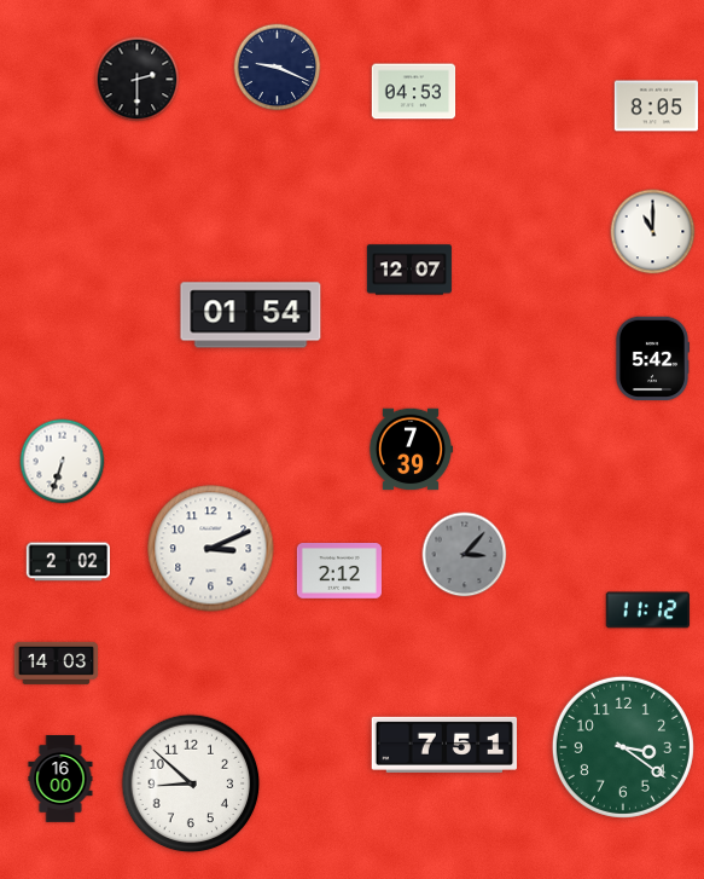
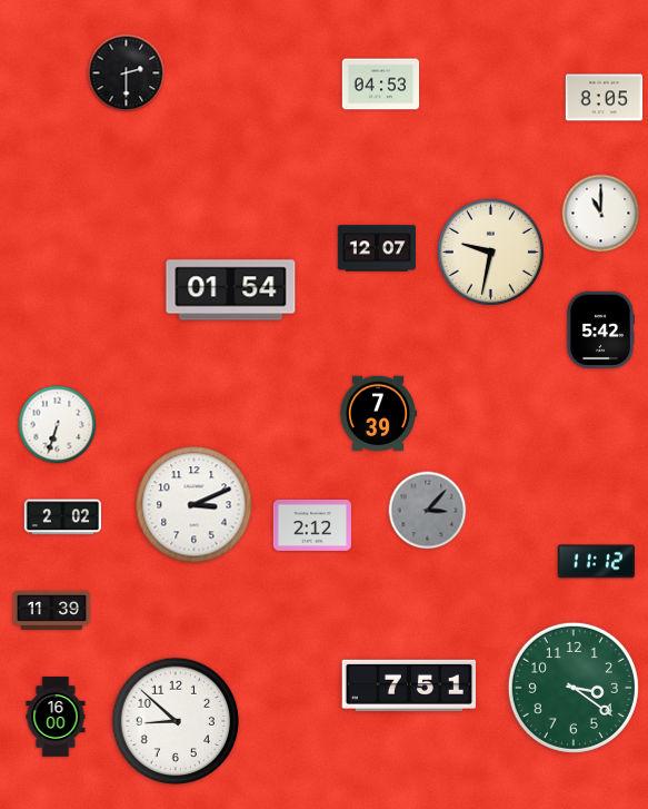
clock at (278, 68): 9:19 -> none
clock at (490, 251): none -> 9:32
clock at (57, 663): 14:03 -> 11:39
